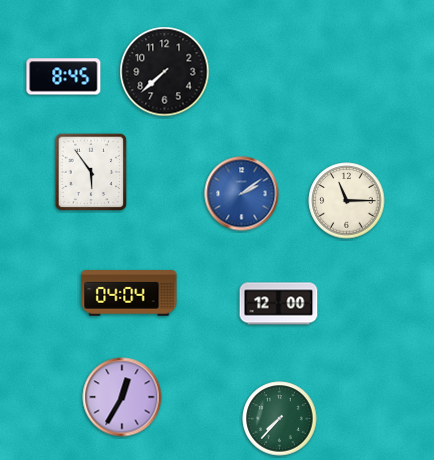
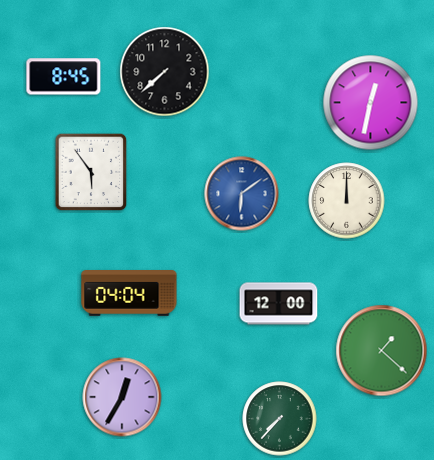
clock at (371, 103): none -> 12:32
clock at (242, 194): 2:09 -> 6:09
clock at (347, 201): 11:15 -> 12:00
clock at (382, 351): none -> 1:22
